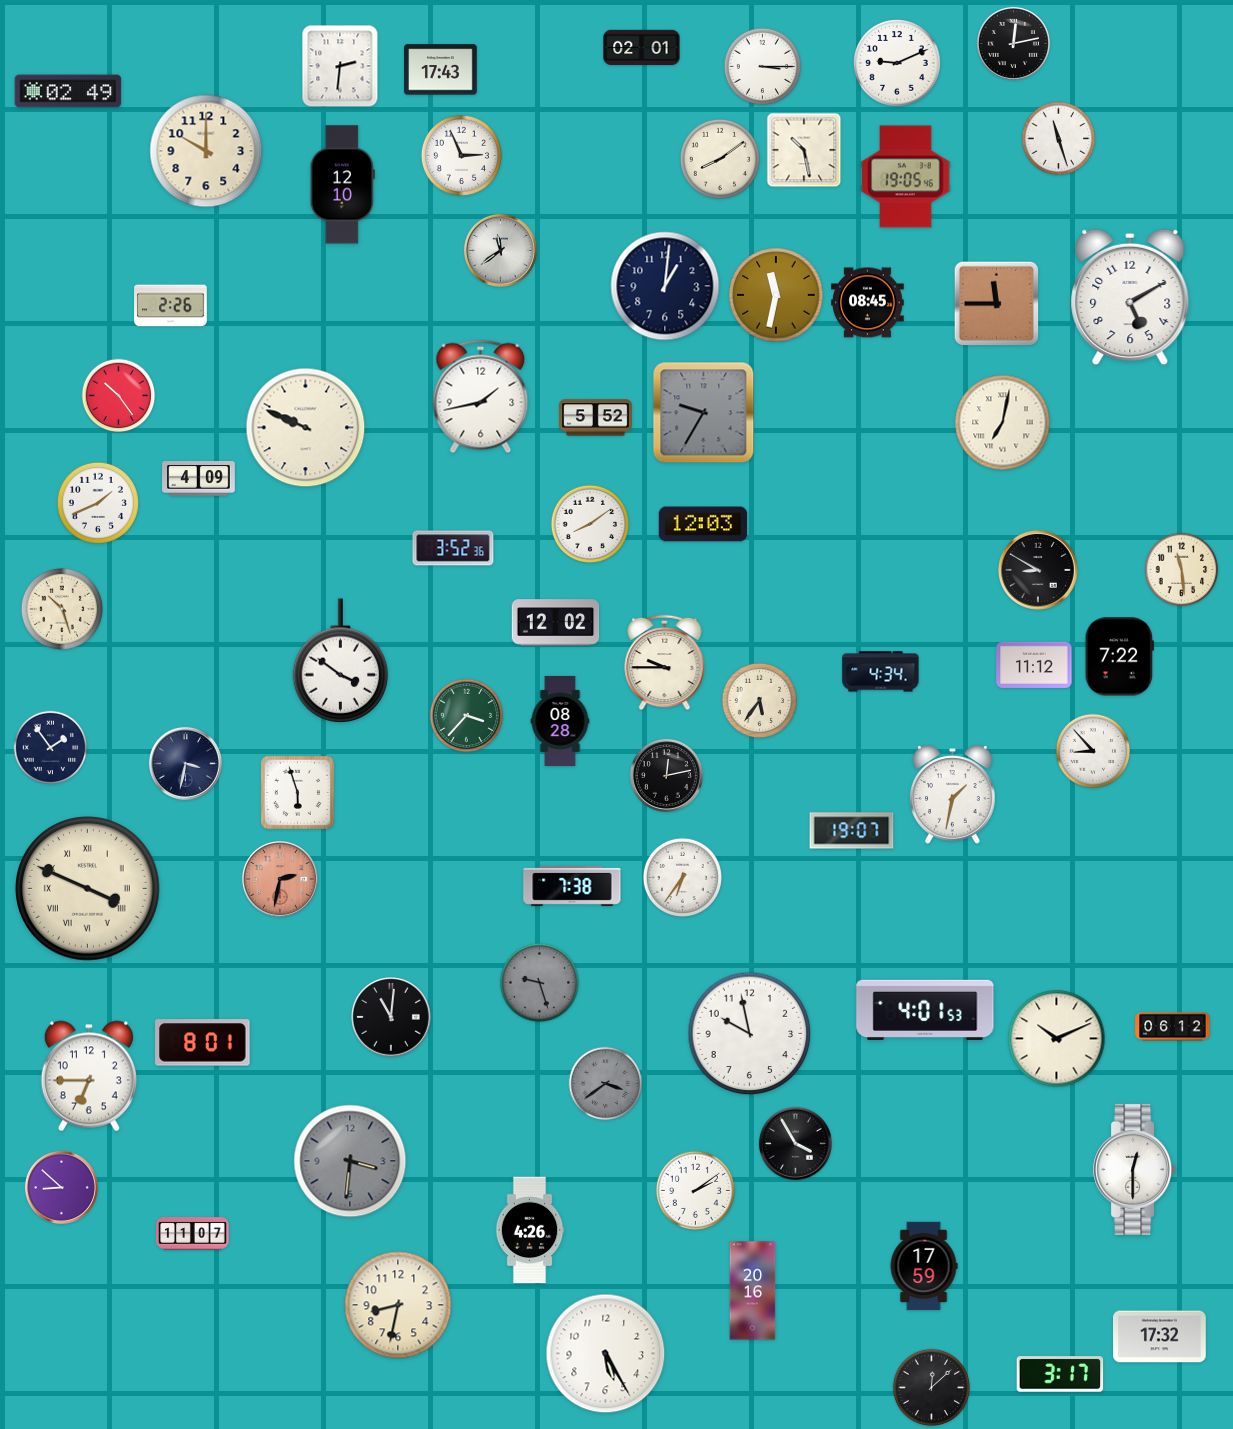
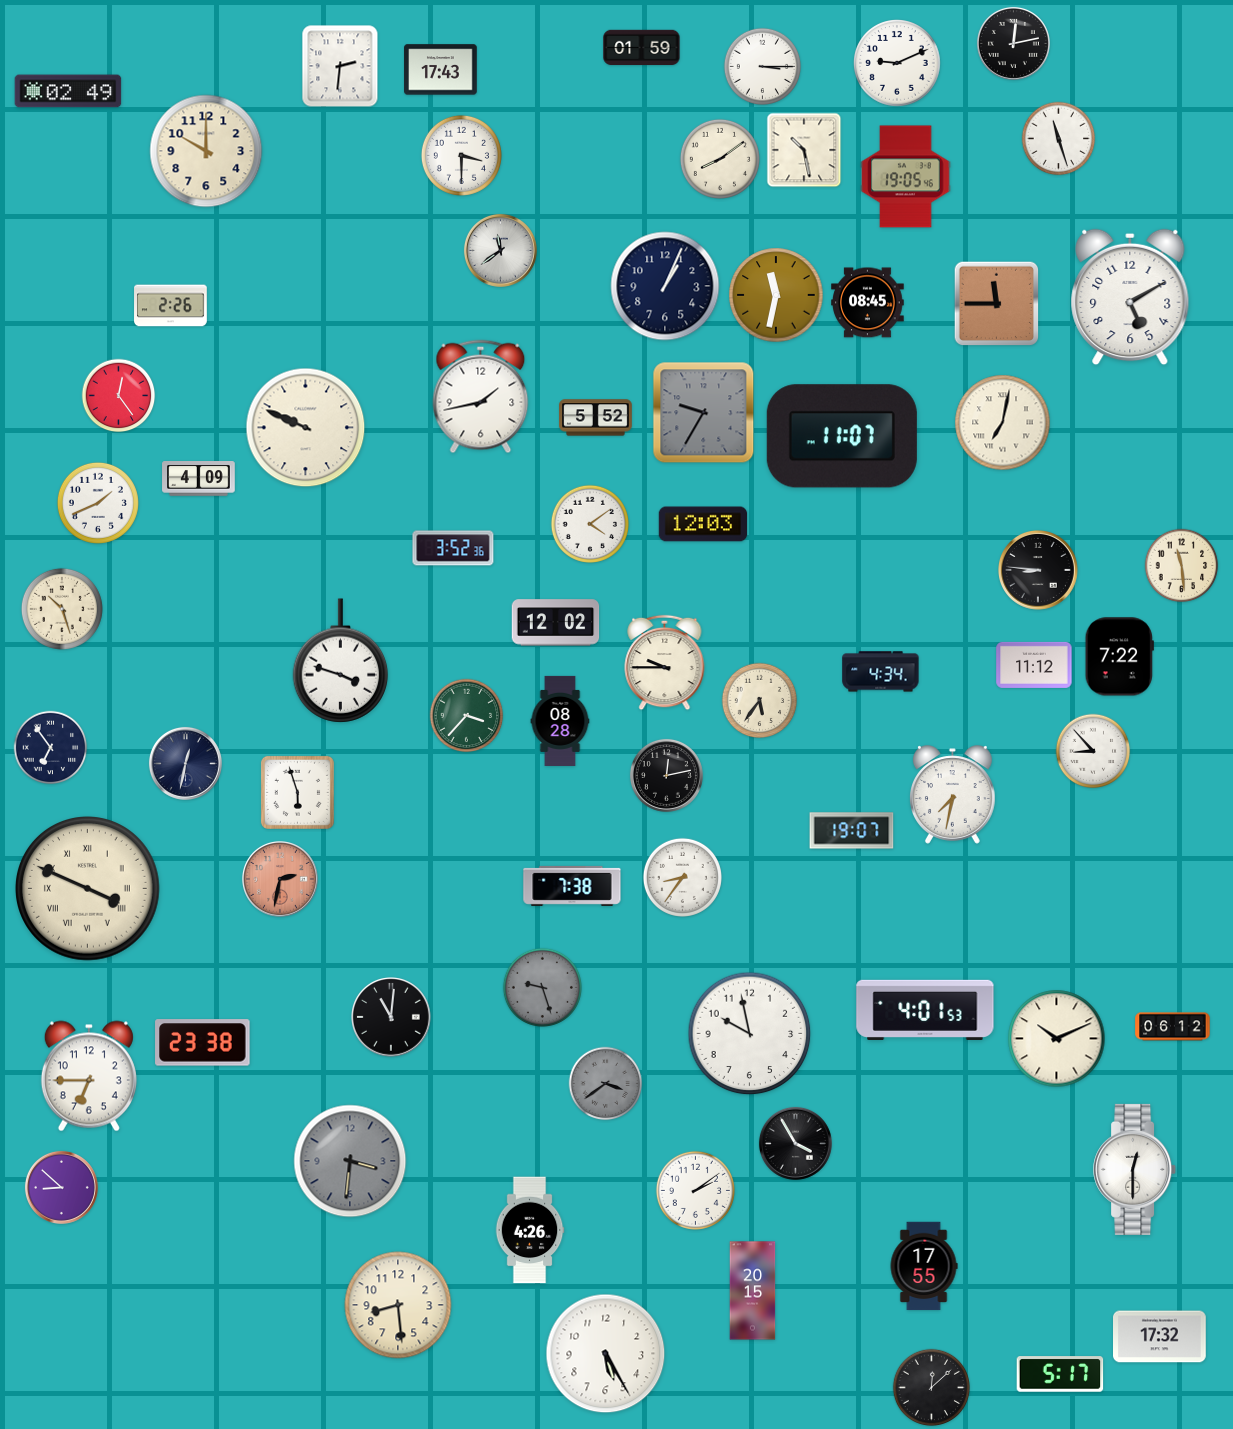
clock at (642, 48): 02:01 -> 01:59
clock at (461, 155): 2:56 -> 3:30
clock at (342, 185): 12:10 -> none
clock at (665, 286): 1:01 -> 1:04
clock at (119, 396): 10:24 -> 12:24
clock at (842, 436): none -> 11:07
clock at (590, 524): 8:09 -> 4:09
clock at (1182, 570) position: (1182, 570) -> (1182, 566)
clock at (1039, 571): 8:50 -> 8:46
clock at (341, 661): 3:51 -> 3:48
clock at (51, 748): 1:54 -> 6:54
clock at (185, 763): 3:32 -> 12:32
clock at (953, 795): 1:32 -> 7:32
clock at (682, 877): 6:36 -> 8:36
clock at (539, 982) position: (539, 982) -> (542, 987)
clock at (203, 1043): 8:01 -> 23:38
clock at (193, 1234): 11:07 -> none
clock at (924, 1266): 17:59 -> 17:55
clock at (753, 1291): 20:16 -> 20:15
clock at (398, 1305): 8:32 -> 8:29
clock at (1060, 1374): 3:17 -> 5:17
